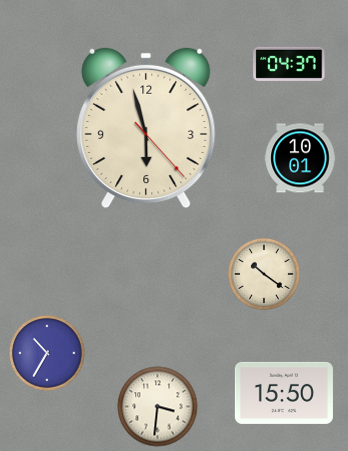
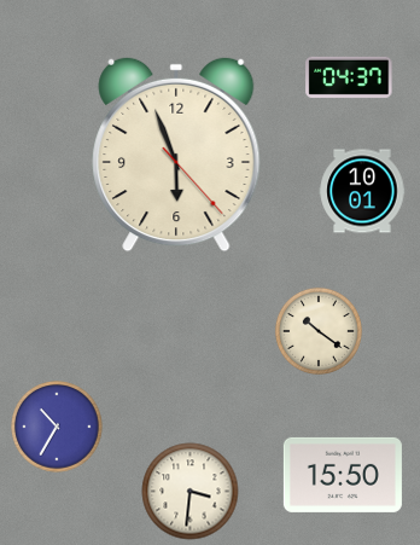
clock at (146, 128): 5:57 -> 5:56
